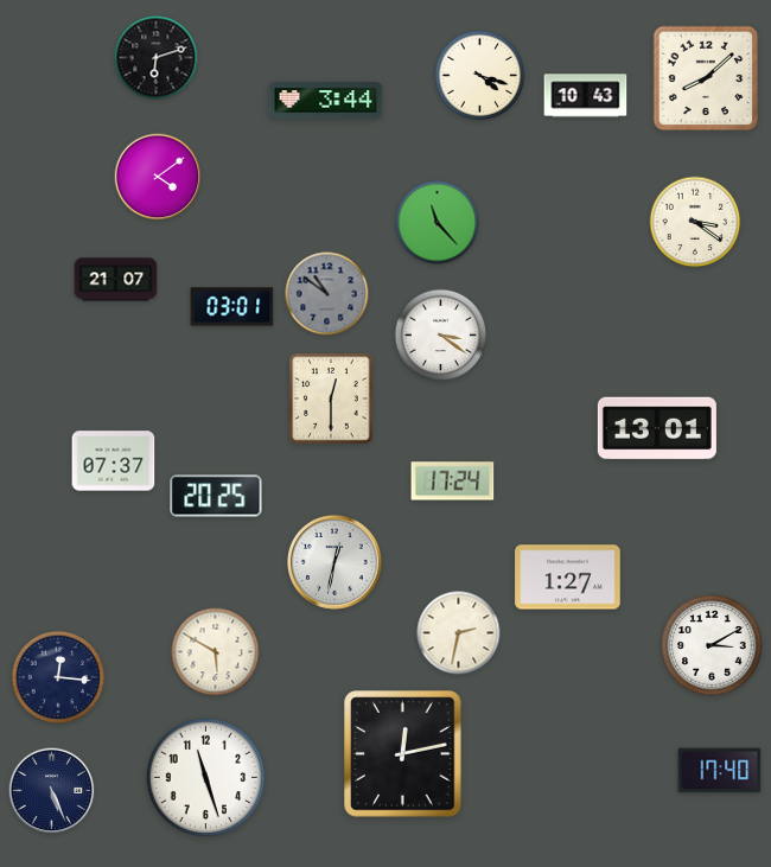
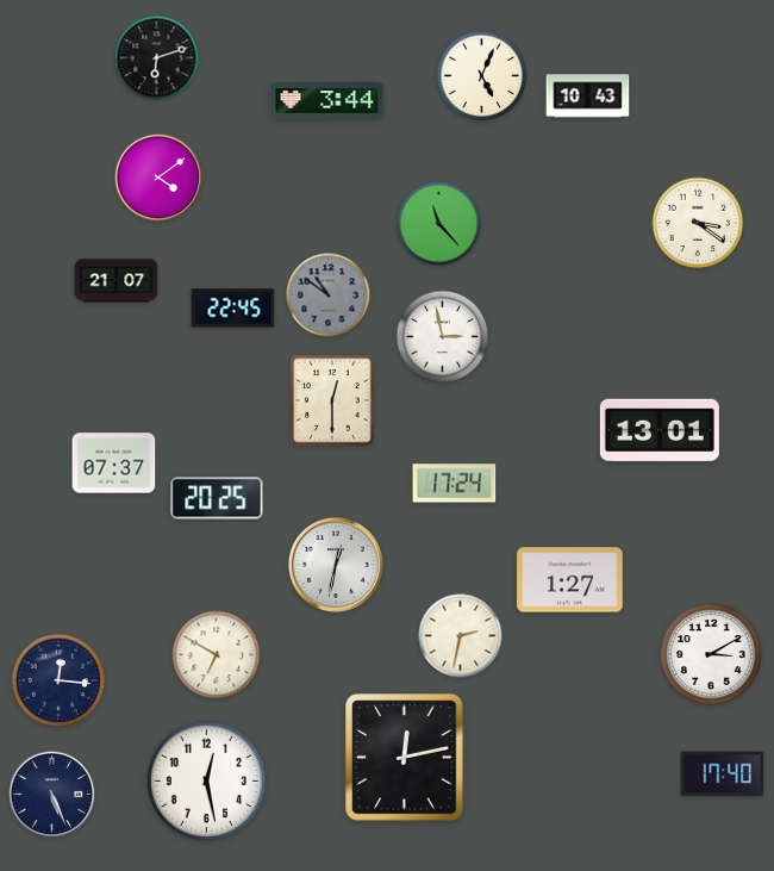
clock at (480, 76): 4:18 -> 5:04
clock at (706, 78): 8:08 -> none
clock at (232, 307): 03:01 -> 22:45
clock at (441, 336): 3:21 -> 2:58
clock at (712, 645) position: (712, 645) -> (711, 654)
clock at (216, 652): 5:50 -> 6:50
clock at (206, 778): 11:27 -> 12:28
